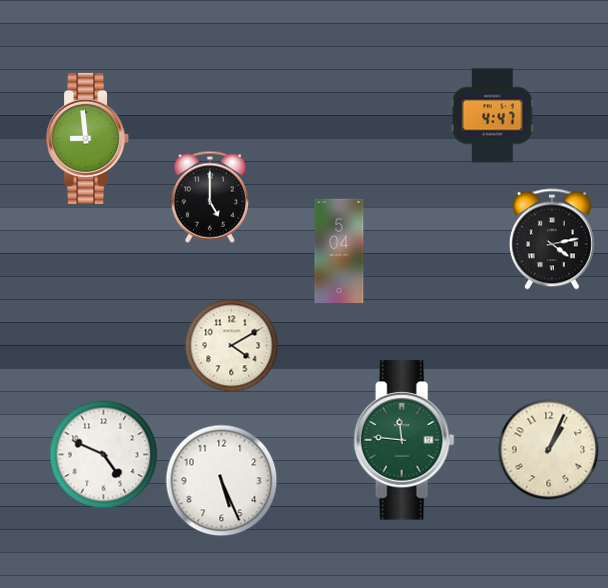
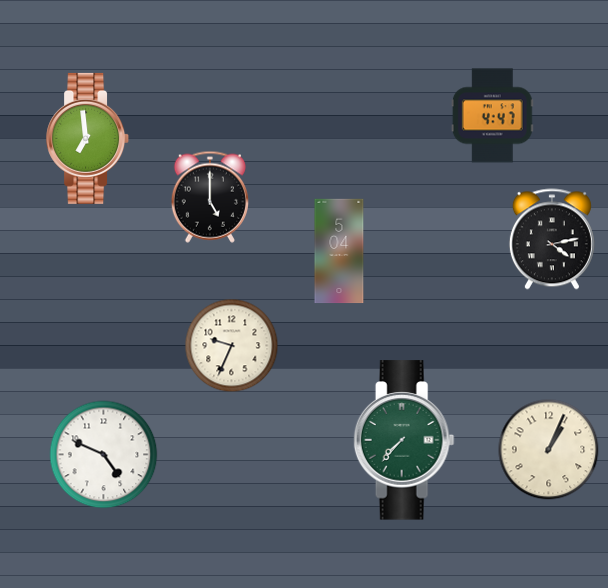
clock at (88, 138): 8:59 -> 6:59
clock at (232, 346): 4:10 -> 9:34
clock at (404, 440): 11:46 -> 7:37
clock at (222, 481): 5:26 -> none
